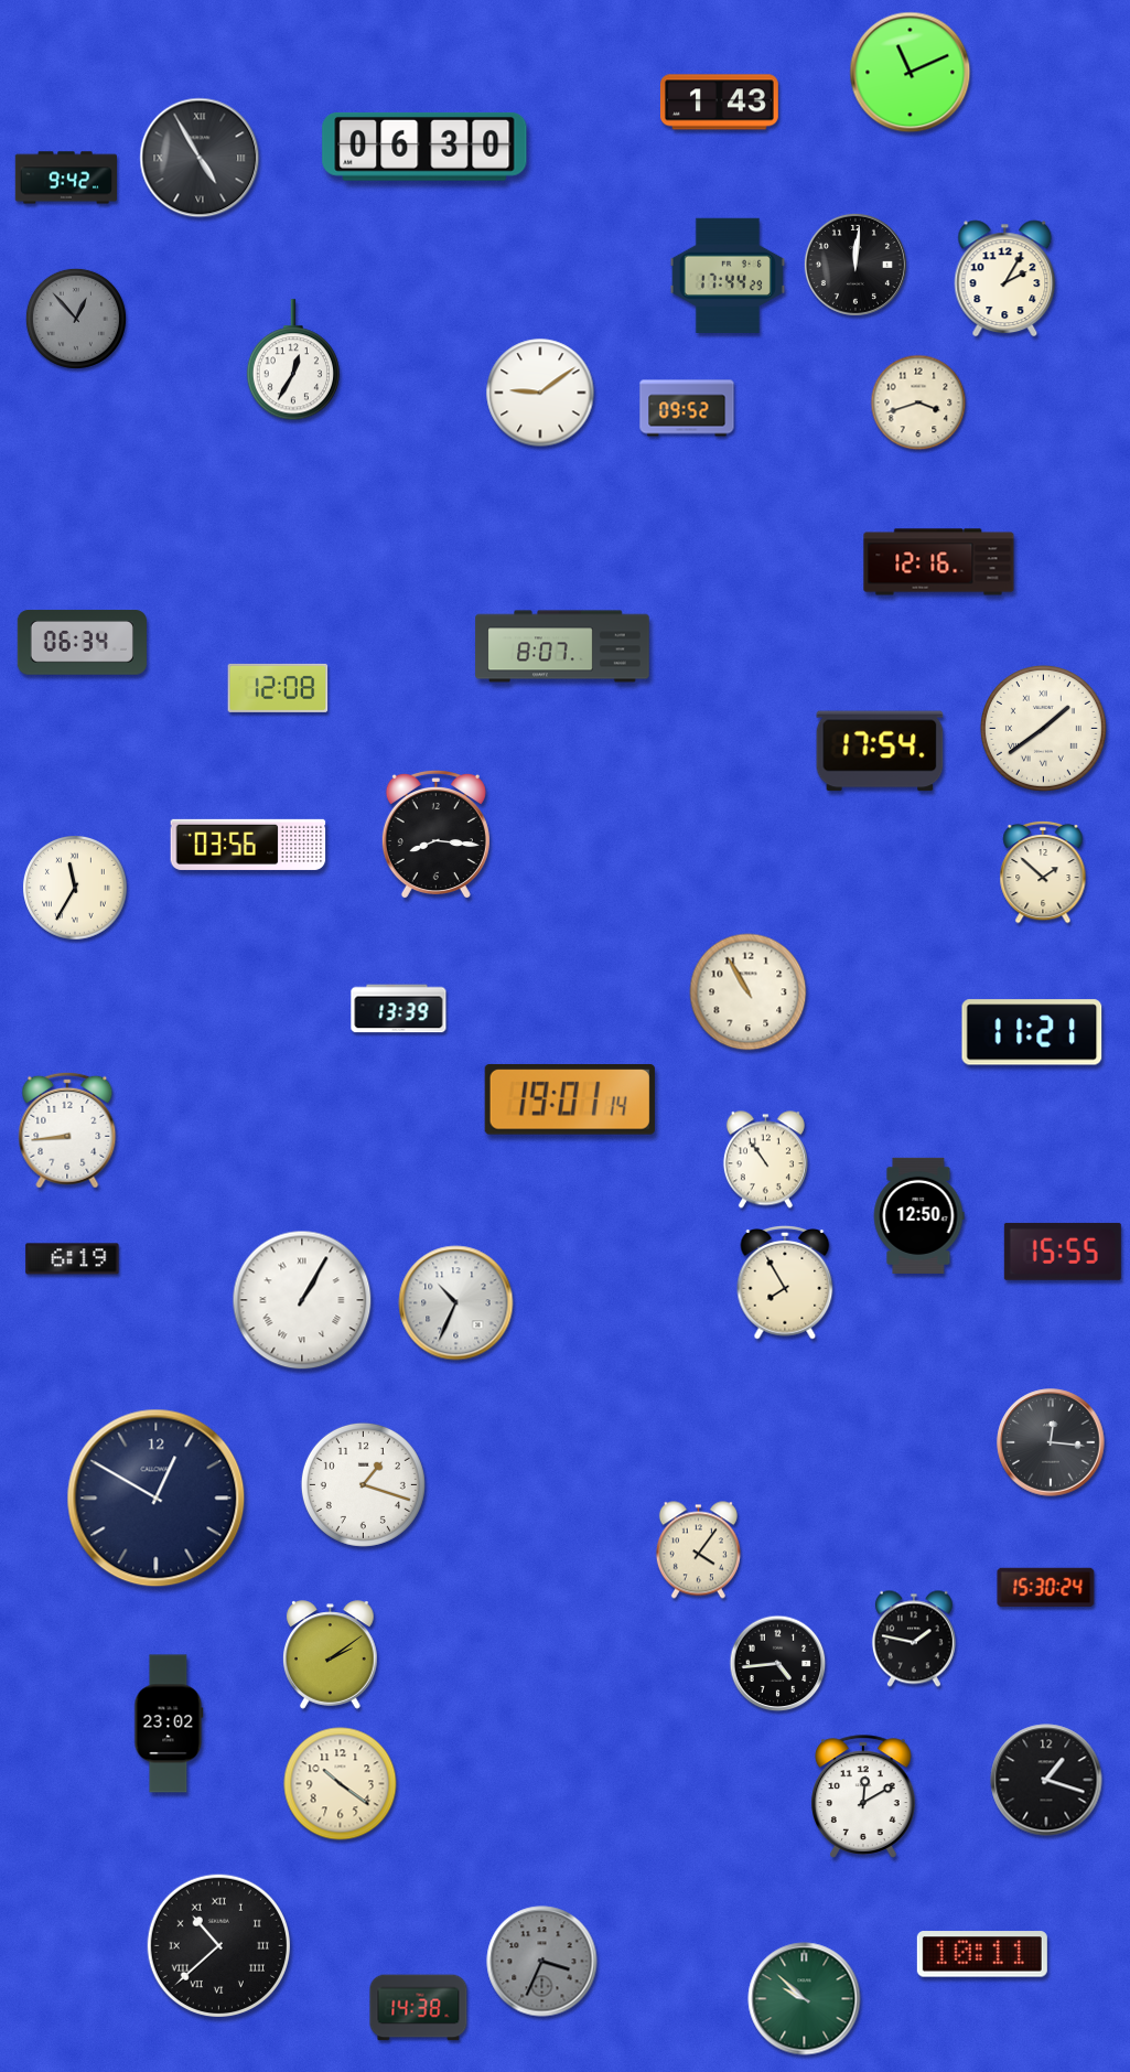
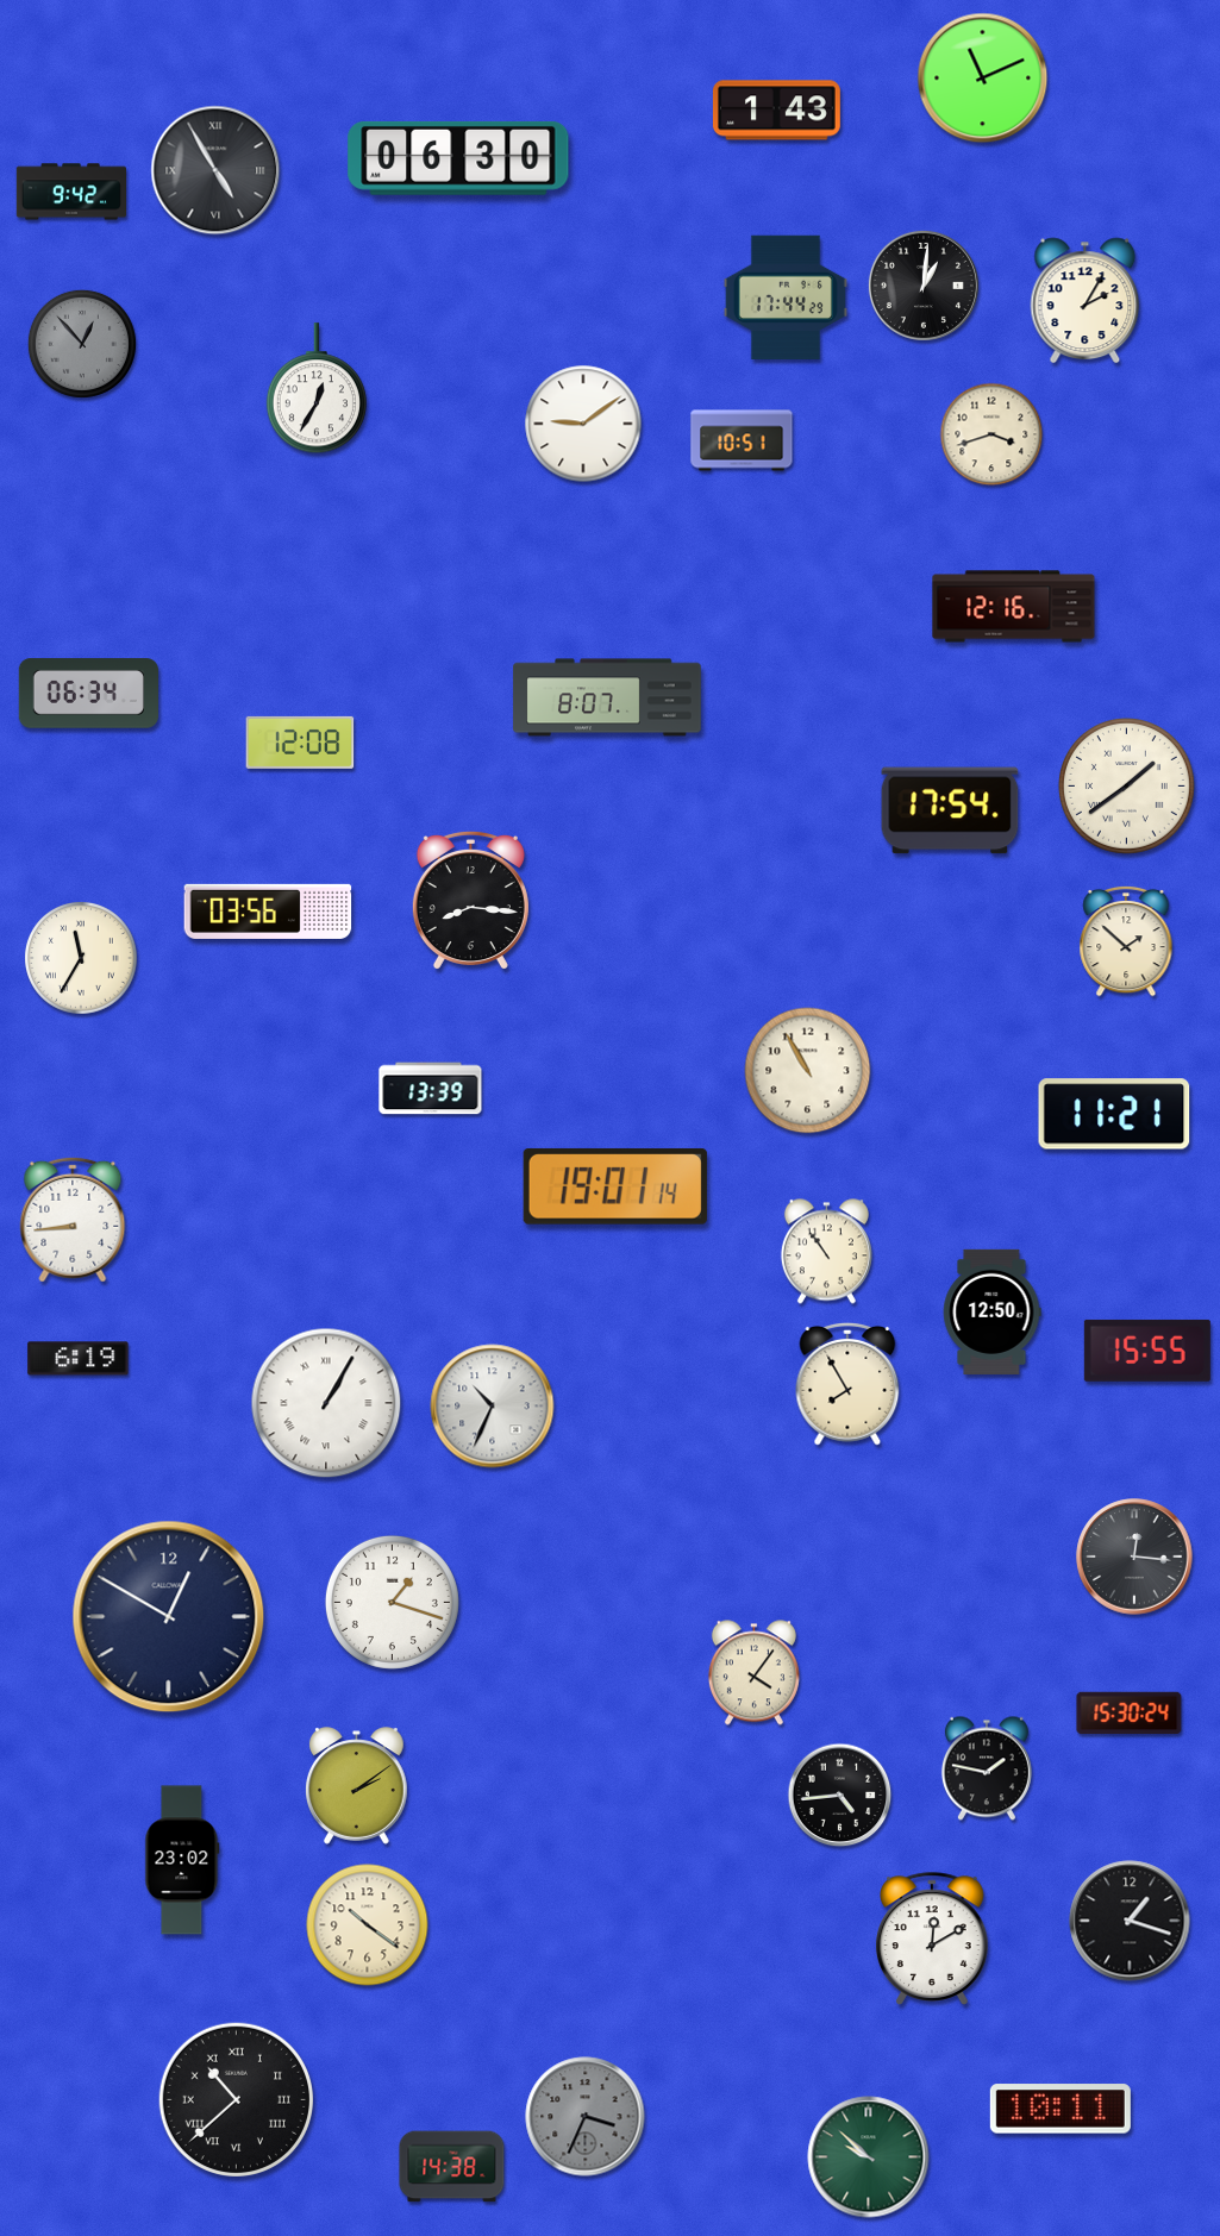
clock at (855, 265): 12:01 -> 1:01
clock at (687, 408): 09:52 -> 10:51
